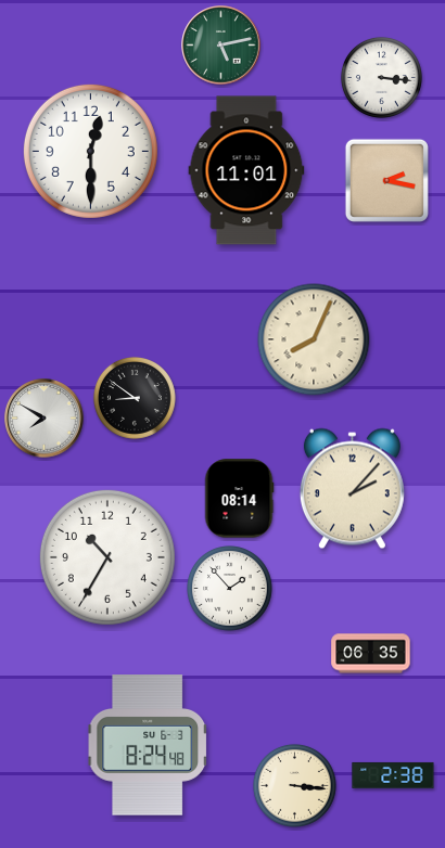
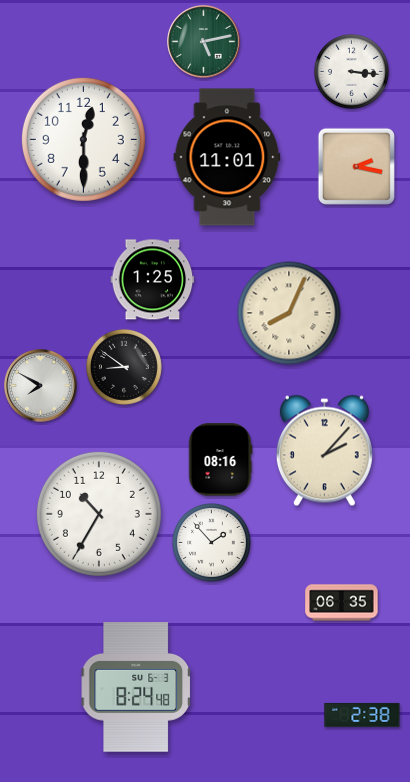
clock at (153, 280): none -> 1:25
clock at (239, 499): 08:14 -> 08:16
clock at (294, 785): 3:16 -> none
